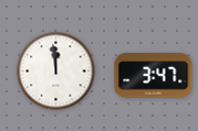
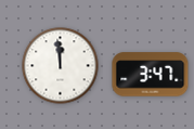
clock at (56, 72) position: (56, 72) -> (61, 66)
